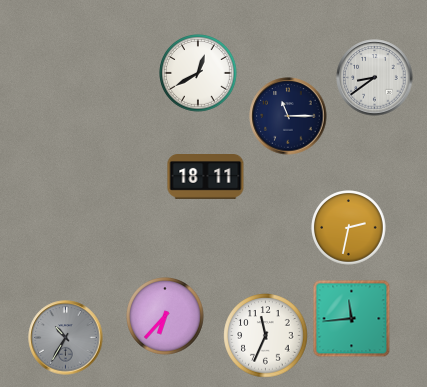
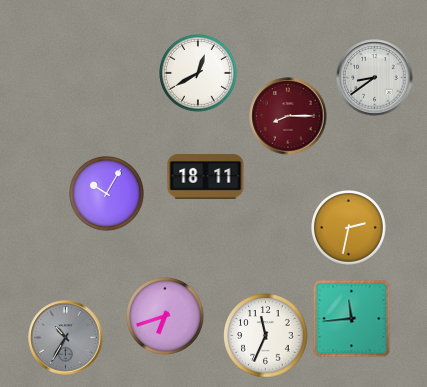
clock at (288, 116): 11:15 -> 8:15
clock at (288, 116) dial: navy -> burgundy
clock at (107, 194): none -> 10:05
clock at (165, 316): 6:37 -> 6:42
